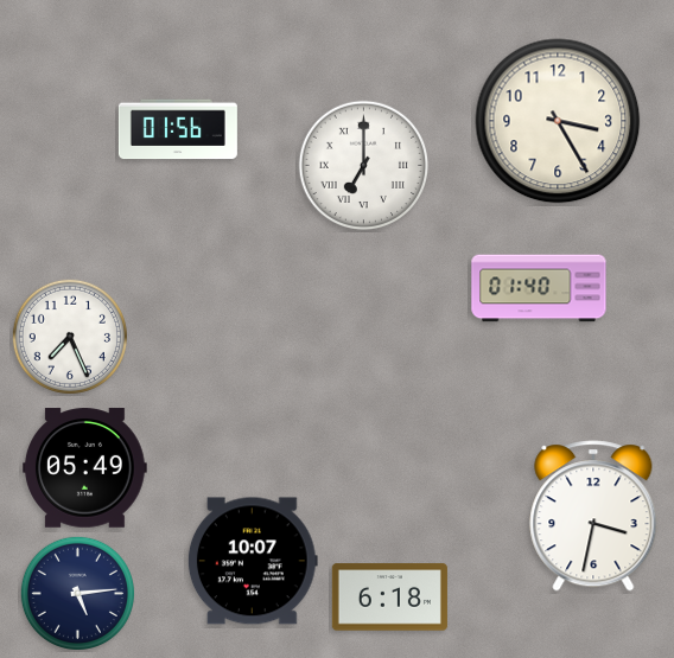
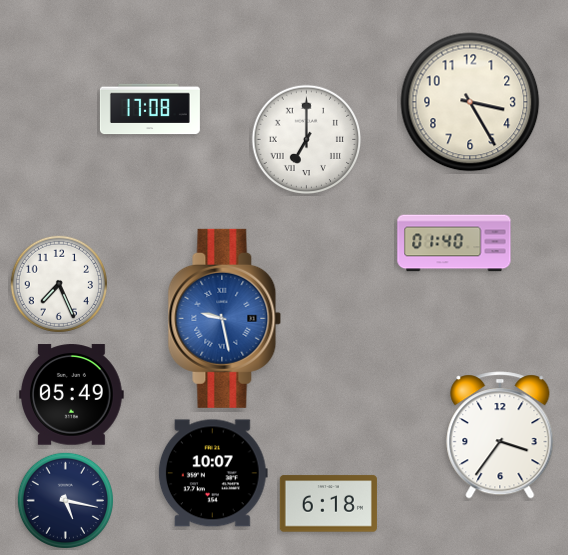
clock at (178, 129): 01:56 -> 17:08
clock at (225, 318): none -> 9:28
clock at (593, 516): 3:32 -> 3:36
clock at (77, 593): 5:14 -> 5:17
